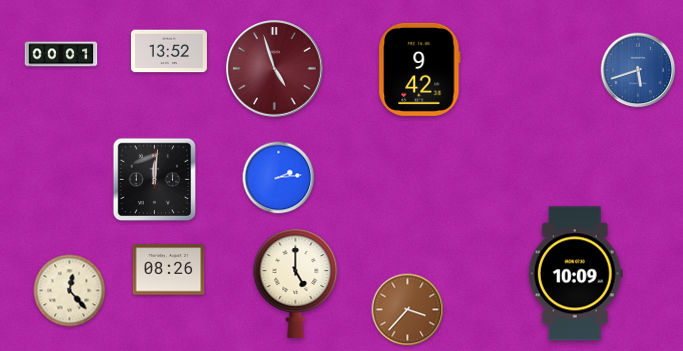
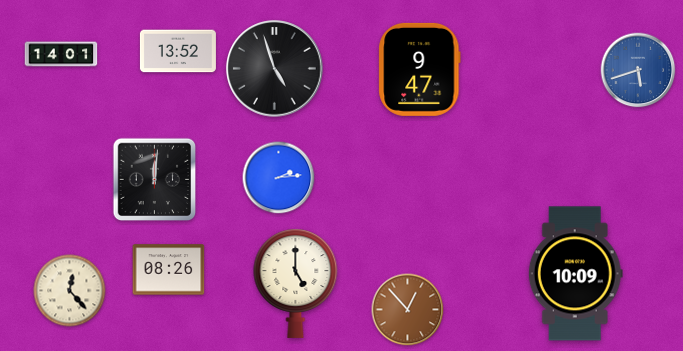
clock at (169, 51) position: (169, 51) -> (178, 51)
clock at (61, 54): 00:01 -> 14:01
clock at (275, 69) dial: burgundy -> black
clock at (420, 69): 9:42 -> 9:47
clock at (408, 310): 3:37 -> 12:53
